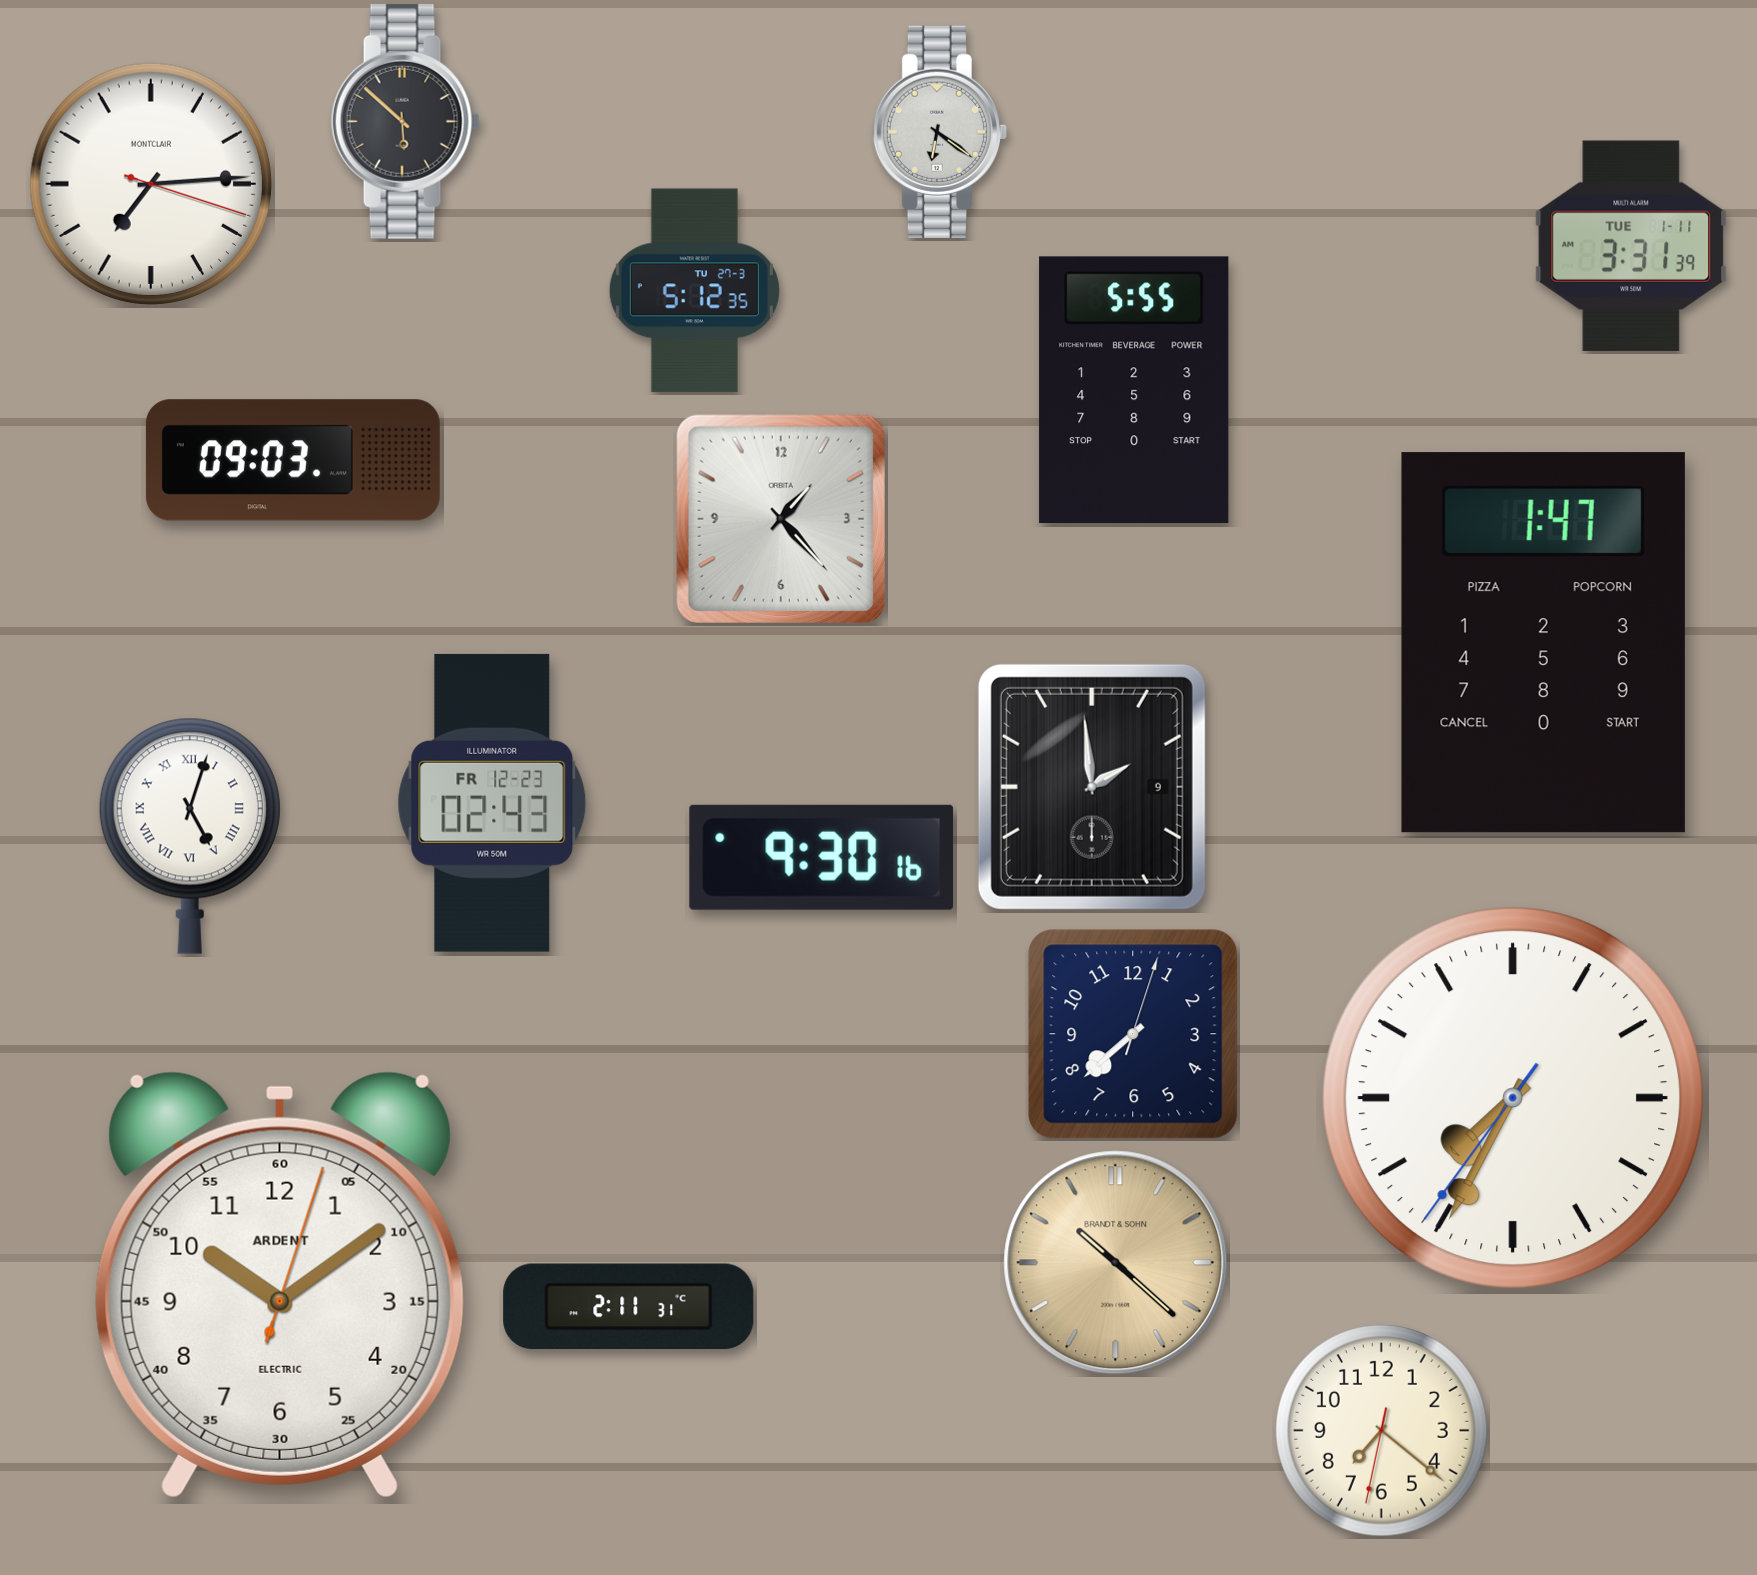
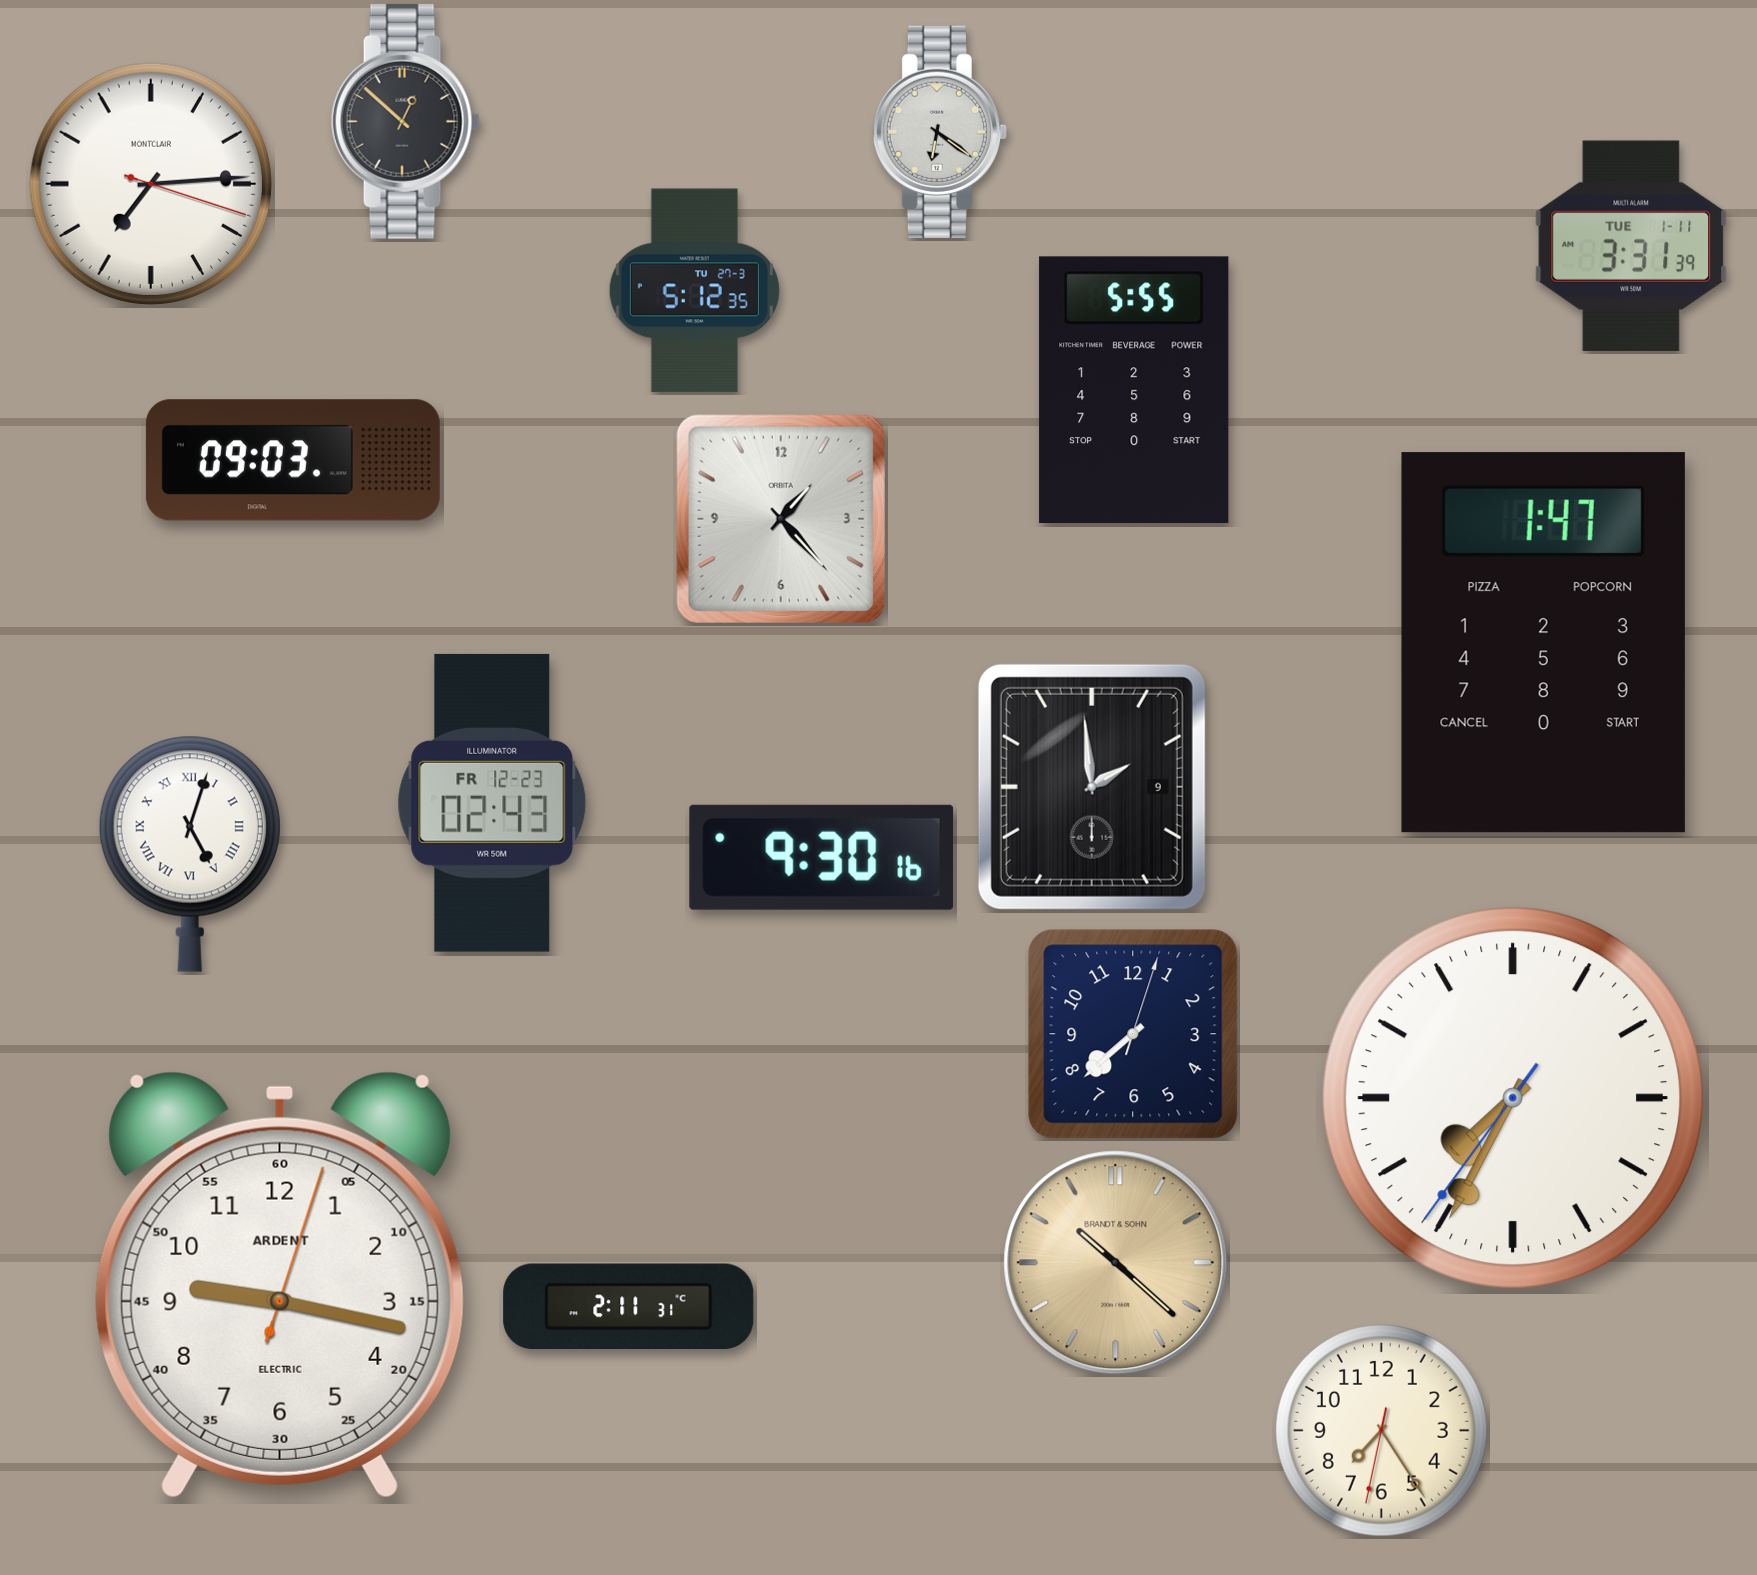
clock at (405, 121): 5:52 -> 12:52
clock at (190, 836) position: (190, 836) -> (190, 854)
clock at (280, 1285): 10:09 -> 9:17
clock at (1382, 1431): 7:21 -> 7:24
